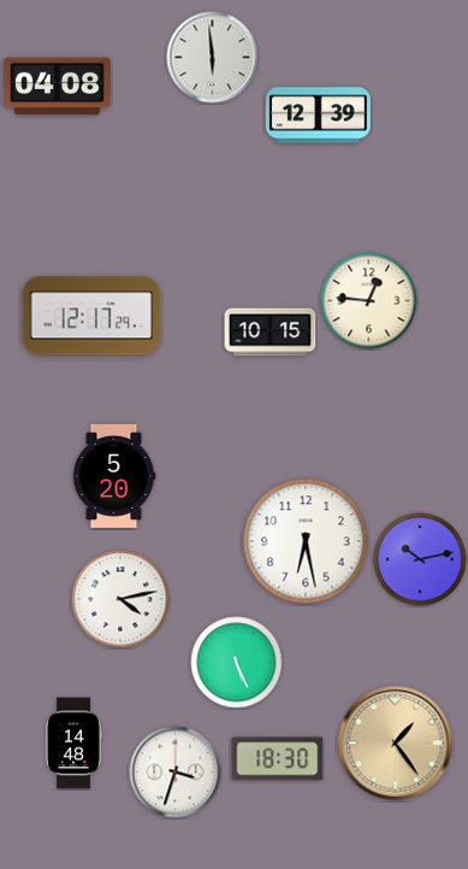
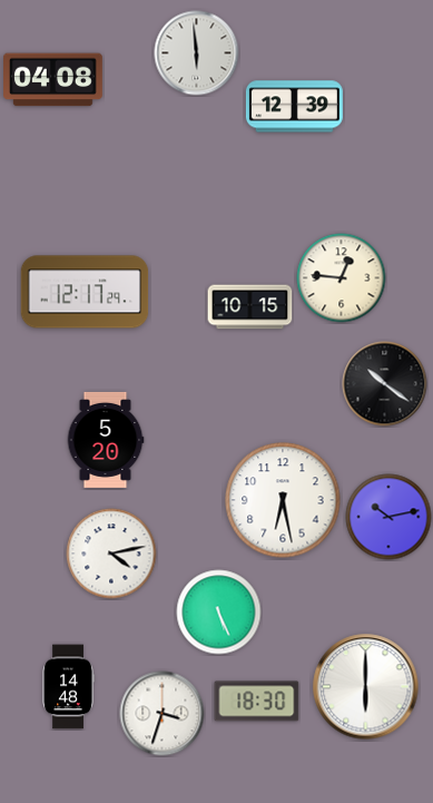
clock at (385, 384): none -> 10:21
clock at (396, 744): 1:24 -> 6:00
clock at (396, 744) dial: champagne -> white
